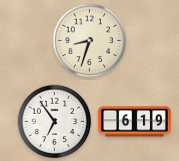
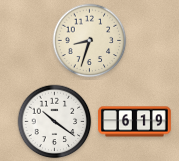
clock at (55, 122): 6:54 -> 10:21
